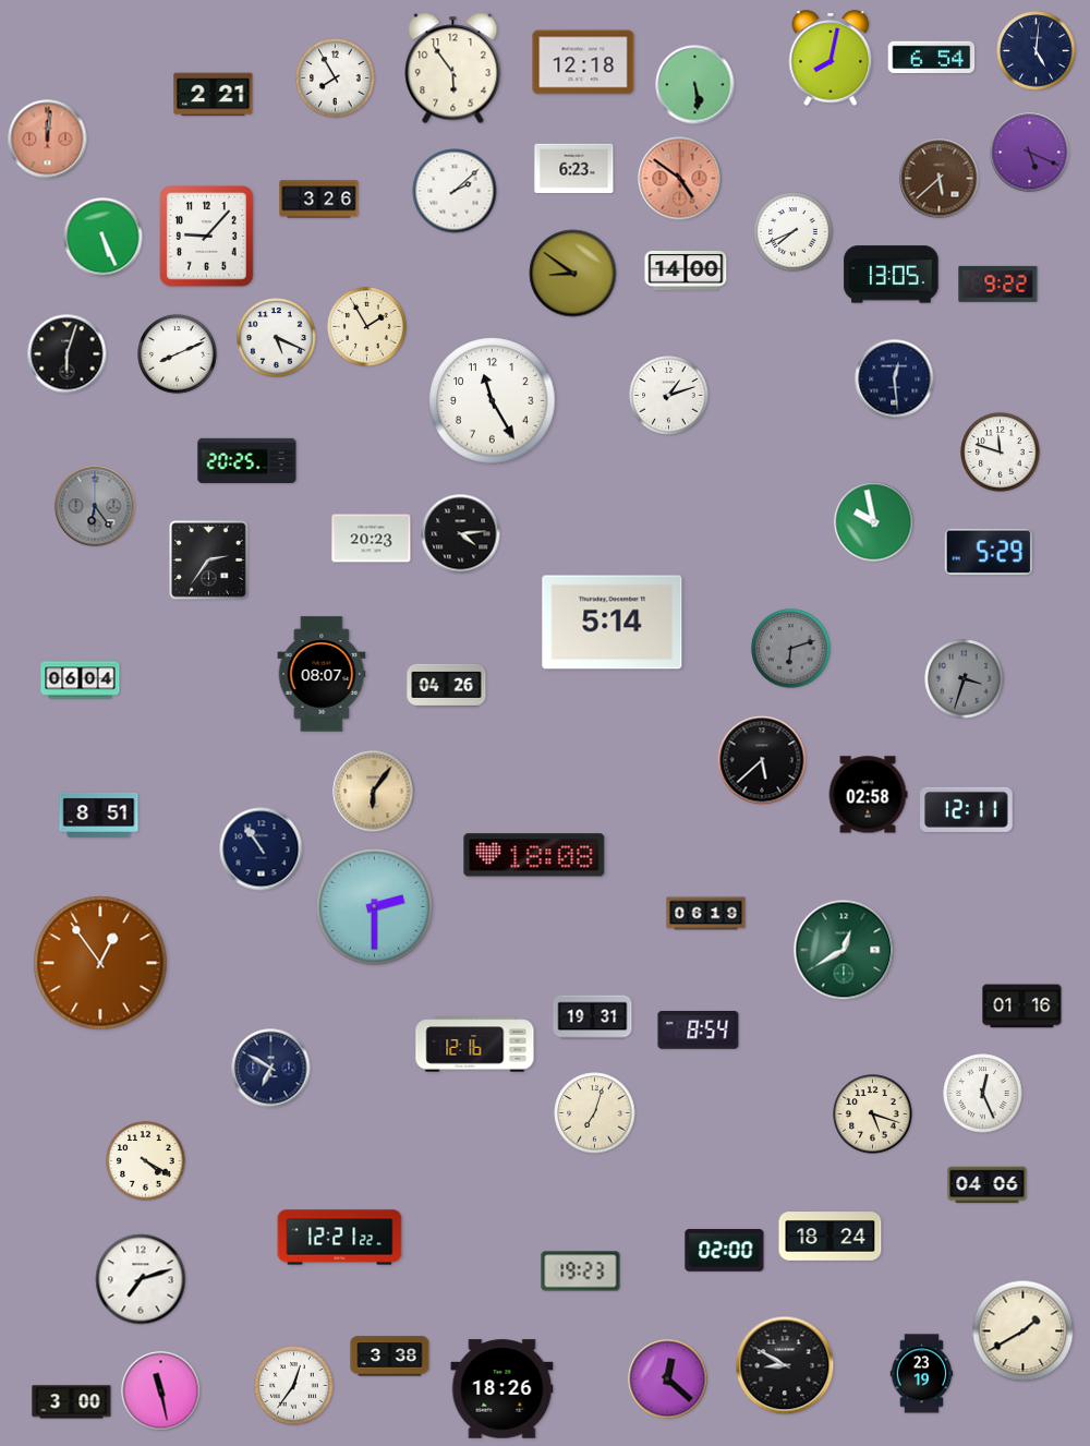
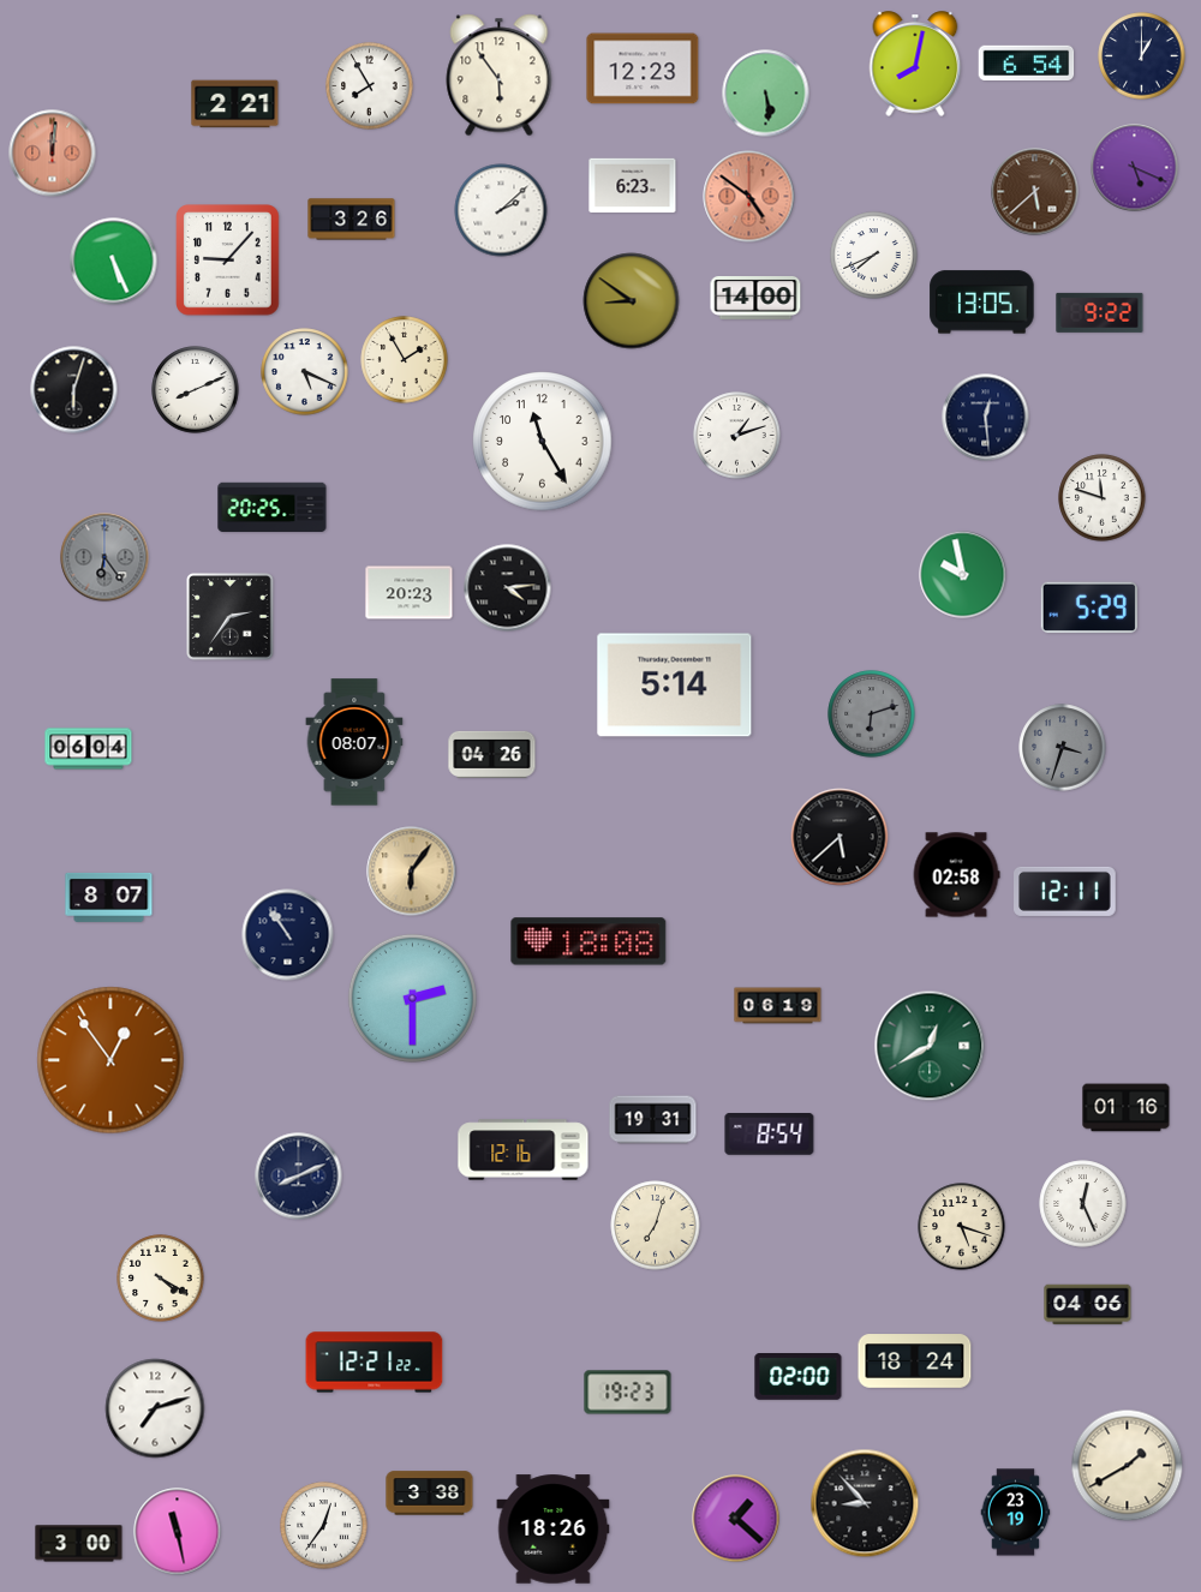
clock at (1037, 51): 5:01 -> 1:00
clock at (583, 62): 12:18 -> 12:23
clock at (940, 179) position: (940, 179) -> (1035, 192)
clock at (99, 815): 8:51 -> 8:07
clock at (271, 1069): 6:50 -> 8:11
clock at (581, 1272) position: (581, 1272) -> (628, 1393)
clock at (785, 1365): 8:50 -> 8:53
clock at (668, 1379): 12:22 -> 1:22
